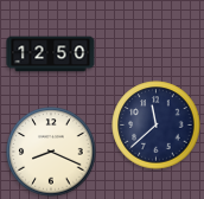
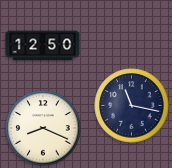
clock at (157, 126): 11:38 -> 11:17
